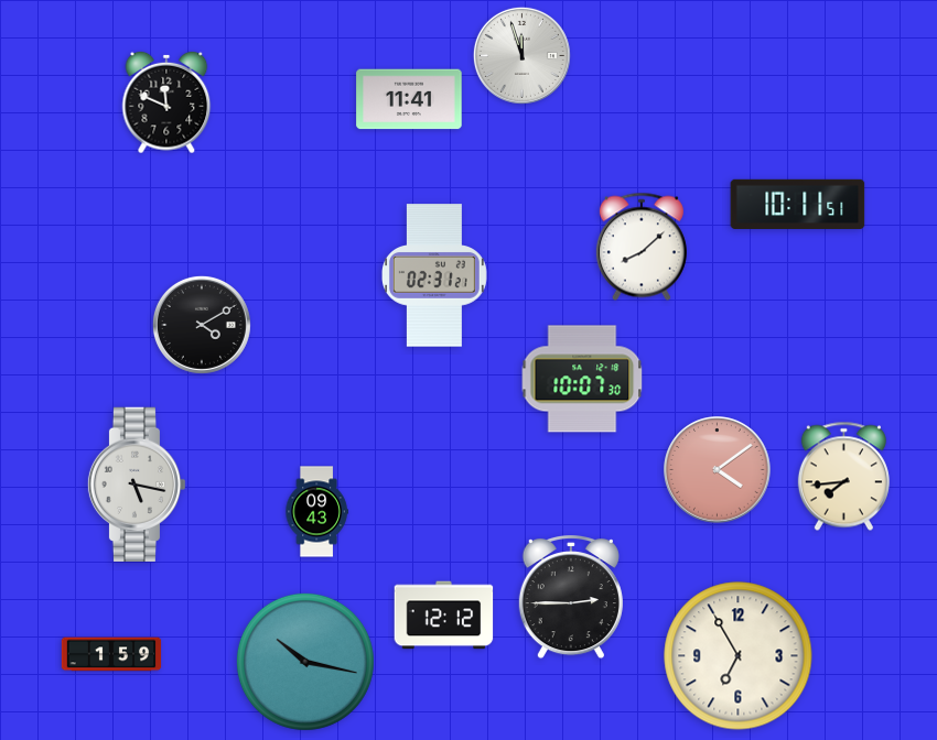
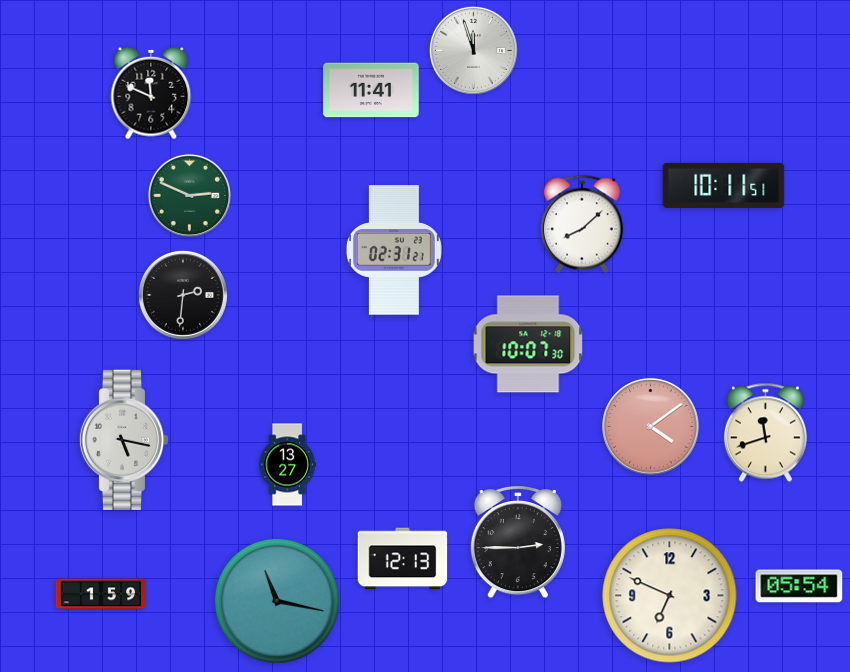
clock at (189, 195): none -> 2:49
clock at (202, 325): 4:10 -> 2:31
clock at (843, 477): 7:44 -> 11:42
clock at (316, 512): 09:43 -> 13:27
clock at (444, 616): 12:12 -> 12:13
clock at (799, 586): none -> 05:54
clock at (739, 656): 6:55 -> 6:49
clock at (305, 662): 10:17 -> 11:17
